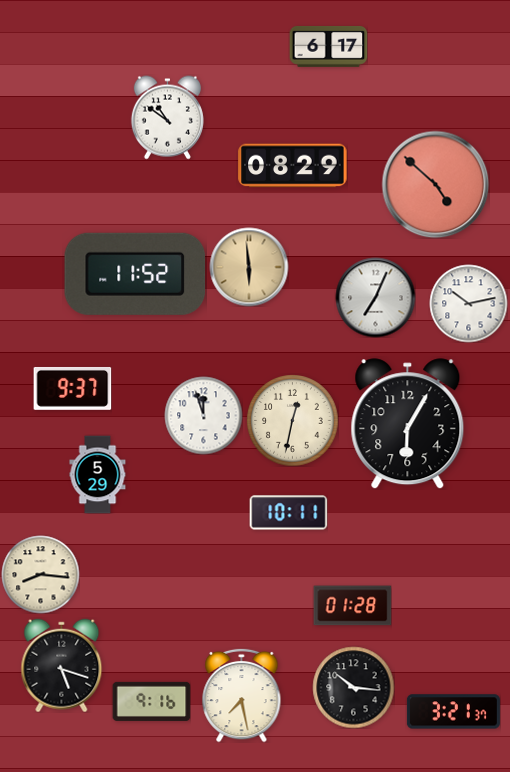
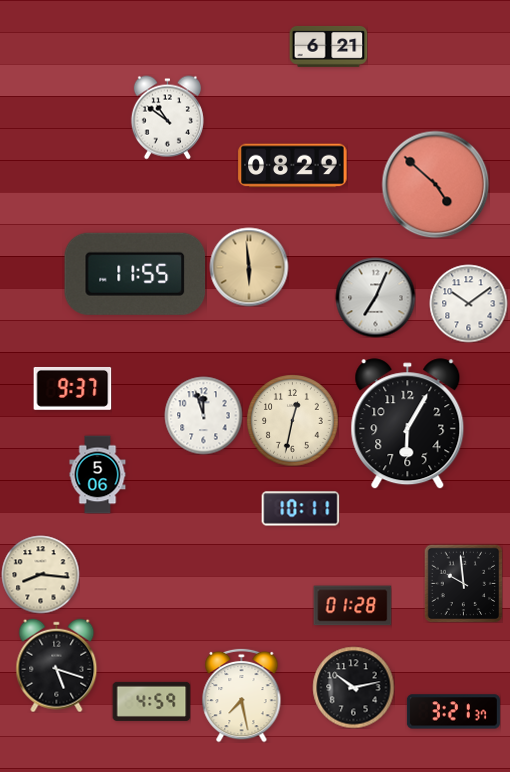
clock at (328, 46): 6:17 -> 6:21
clock at (135, 274): 11:52 -> 11:55
clock at (468, 303): 10:13 -> 10:09
clock at (98, 474): 5:29 -> 5:06
clock at (288, 513) position: (288, 513) -> (300, 509)
clock at (463, 583): none -> 9:59
clock at (62, 665) position: (62, 665) -> (57, 665)
clock at (353, 687): 10:16 -> 10:13
clock at (151, 701): 9:16 -> 4:59
